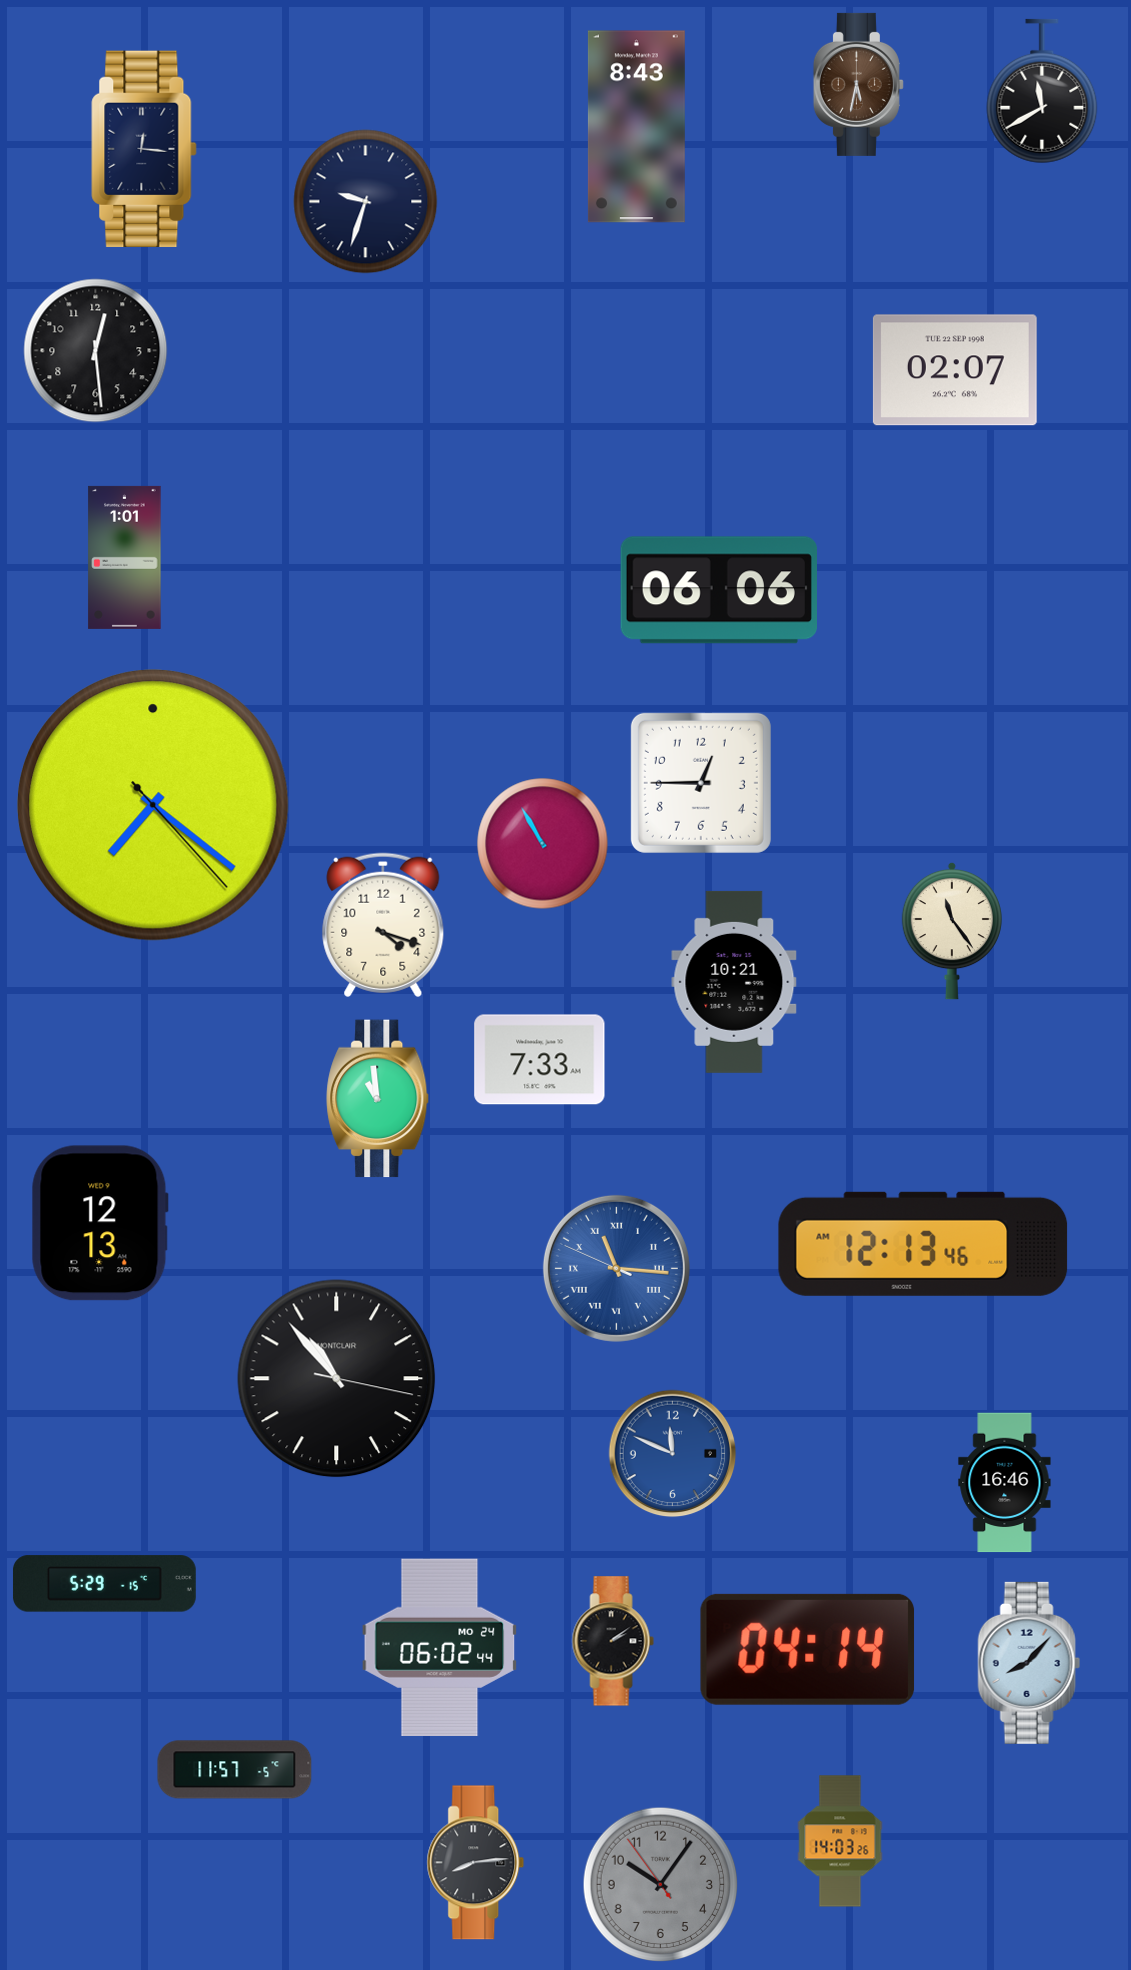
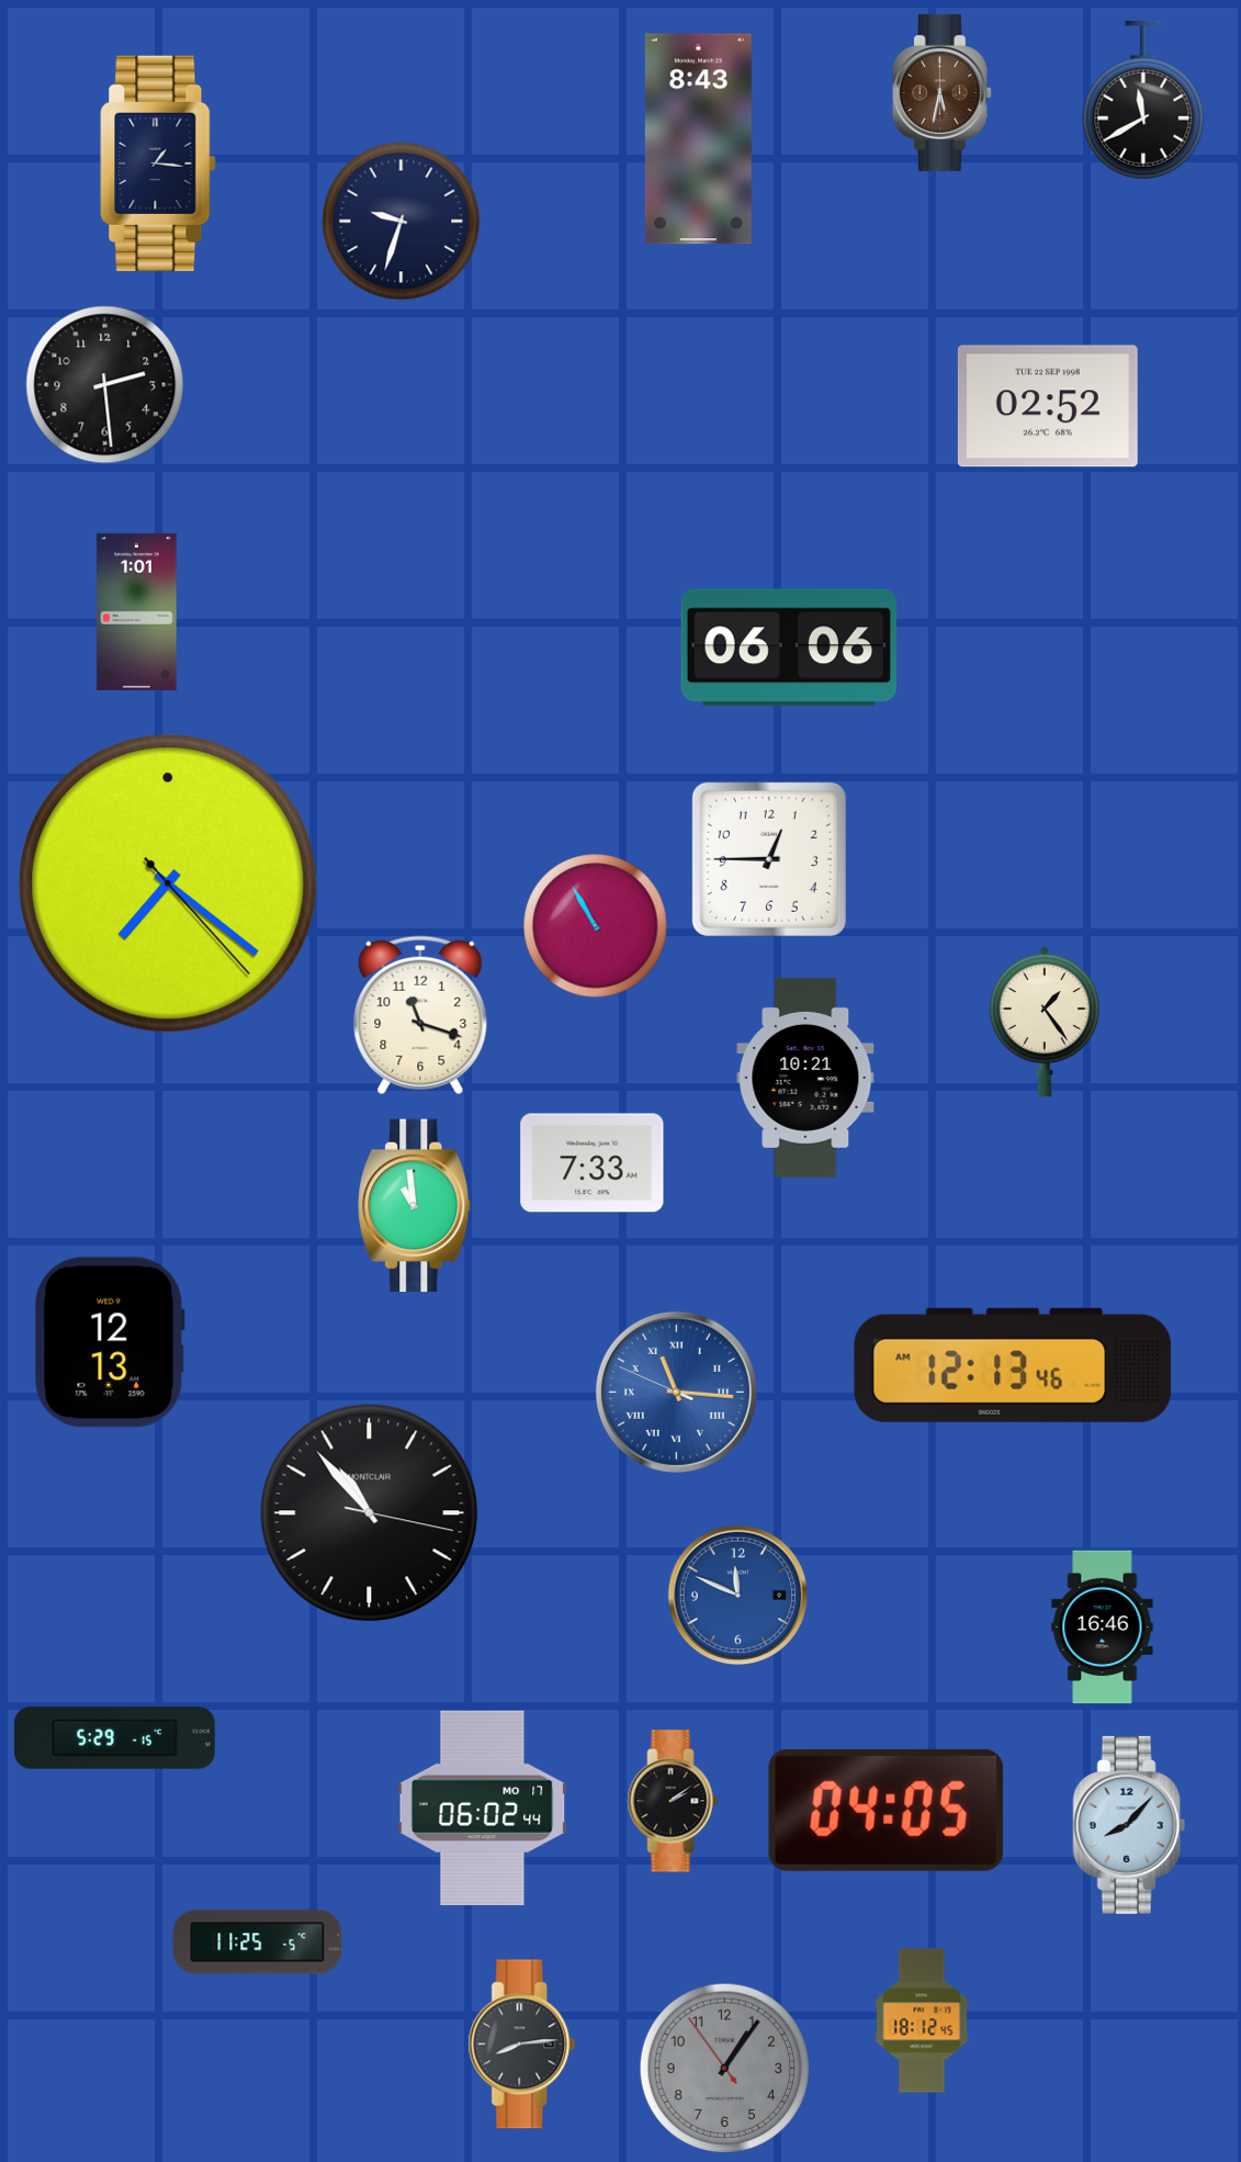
clock at (144, 148): 12:16 -> 1:16
clock at (96, 351): 12:29 -> 2:29
clock at (955, 370): 02:07 -> 02:52
clock at (383, 925): 4:18 -> 11:18
clock at (952, 931): 11:24 -> 1:24
clock at (440, 1647) date: MO 24 -> MO 17
clock at (808, 1649): 04:14 -> 04:05
clock at (235, 1770): 11:57 -> 11:25
clock at (840, 1841): 14:03 -> 18:12
clock at (661, 1885): 10:05 -> 1:05
